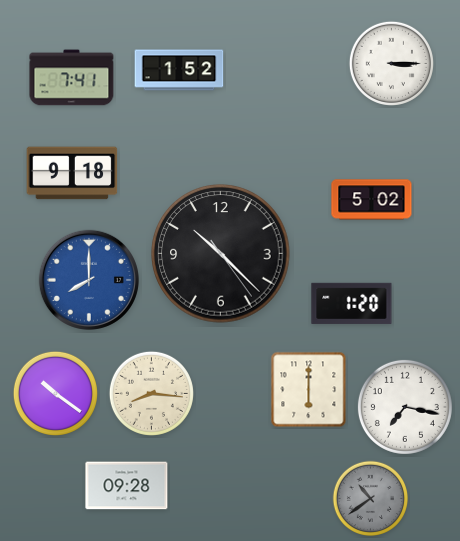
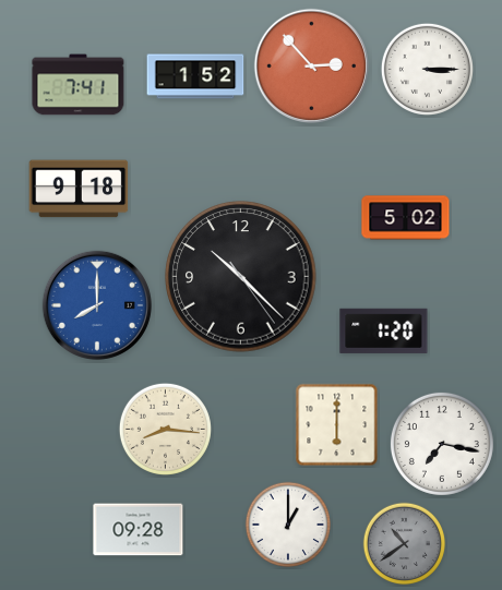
clock at (311, 65): none -> 2:53
clock at (55, 393): 10:21 -> none
clock at (287, 523): none -> 1:00
